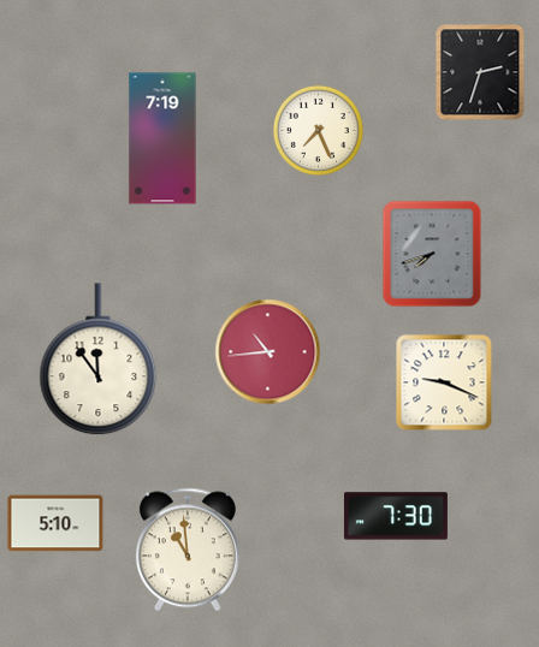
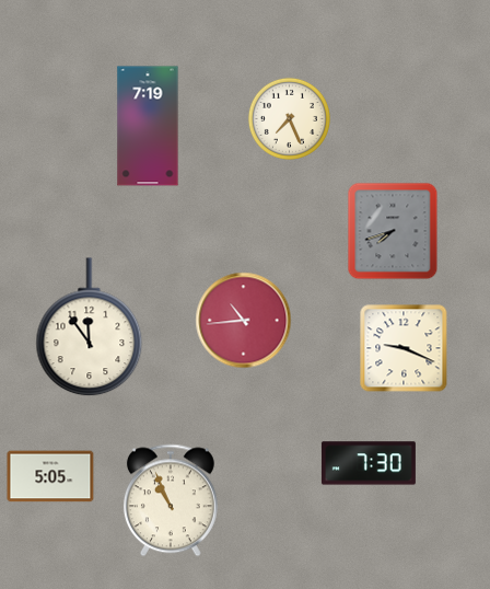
clock at (480, 72): 2:33 -> none
clock at (396, 516) position: (396, 516) -> (369, 463)
clock at (55, 523): 5:10 -> 5:05
clock at (188, 550): 10:59 -> 10:56
